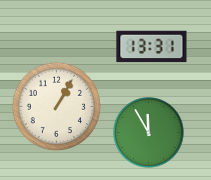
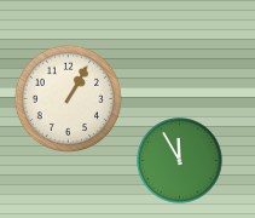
clock at (152, 47): 13:31 -> none
clock at (56, 106) position: (56, 106) -> (68, 98)
